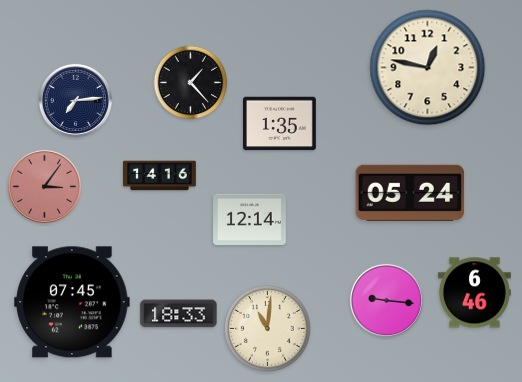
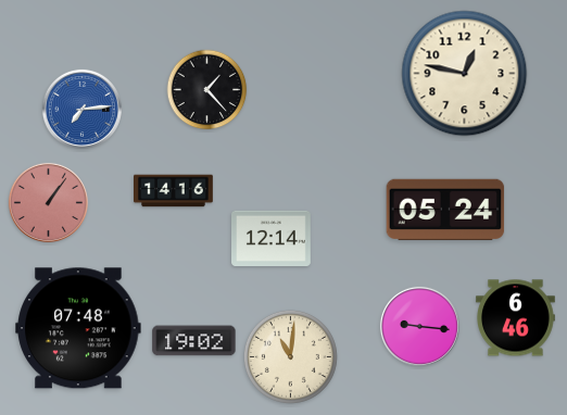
clock at (75, 100) dial: navy -> blue
clock at (280, 124): 1:35 -> none
clock at (44, 186): 3:06 -> 1:06
clock at (72, 302): 07:45 -> 07:48
clock at (179, 314): 18:33 -> 19:02
